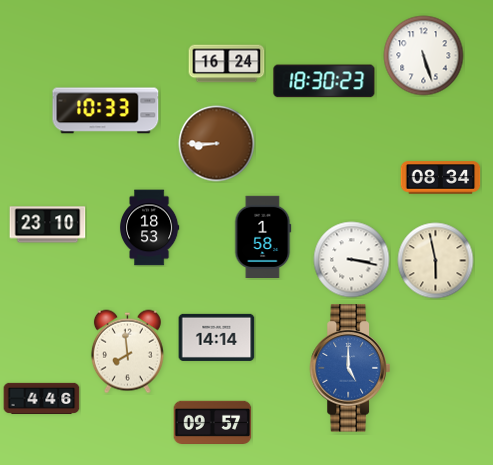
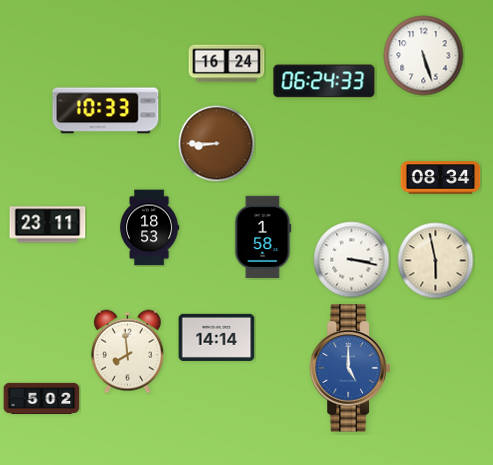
clock at (324, 81): 18:30 -> 06:24
clock at (48, 225): 23:10 -> 23:11
clock at (42, 398): 4:46 -> 5:02
clock at (213, 422): 09:57 -> none
